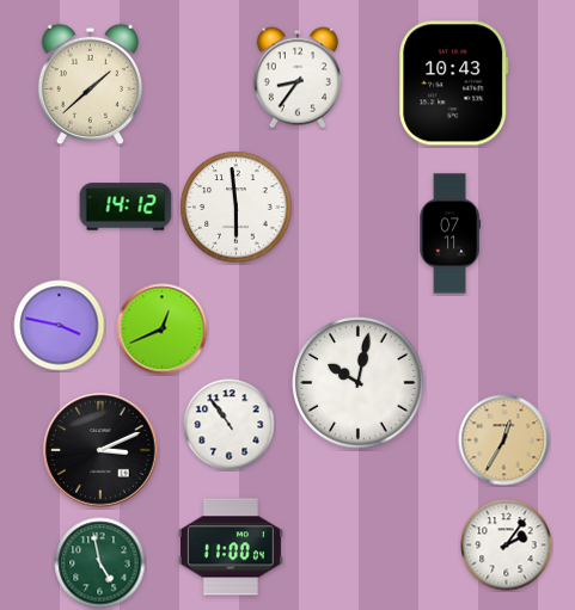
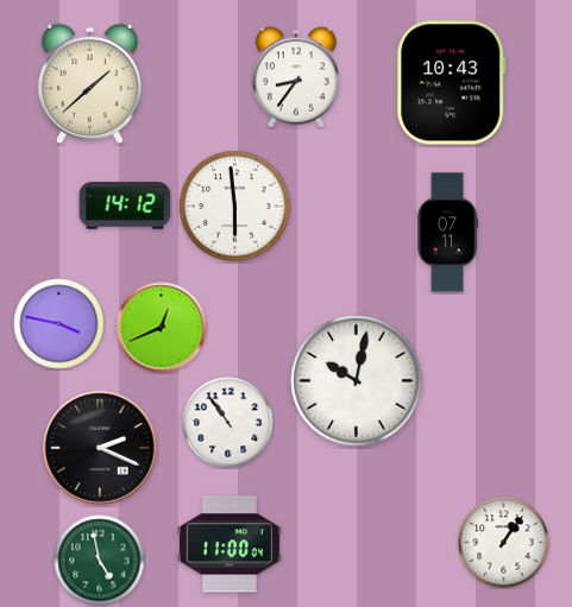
clock at (504, 440): 12:35 -> none
clock at (100, 450): 3:11 -> 2:19
clock at (507, 546): 2:06 -> 1:06
